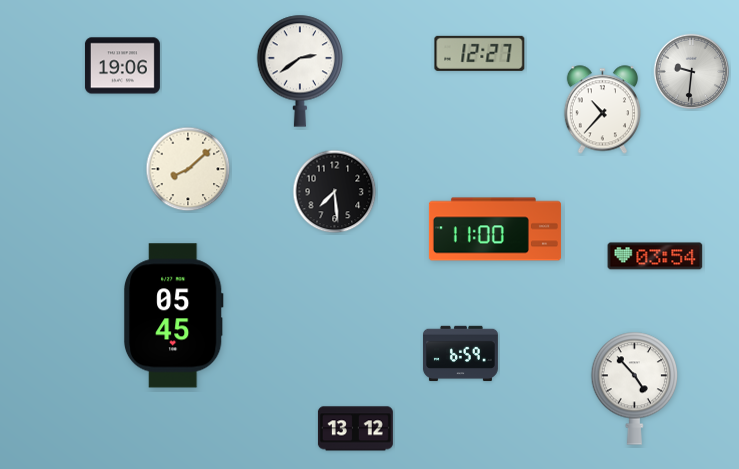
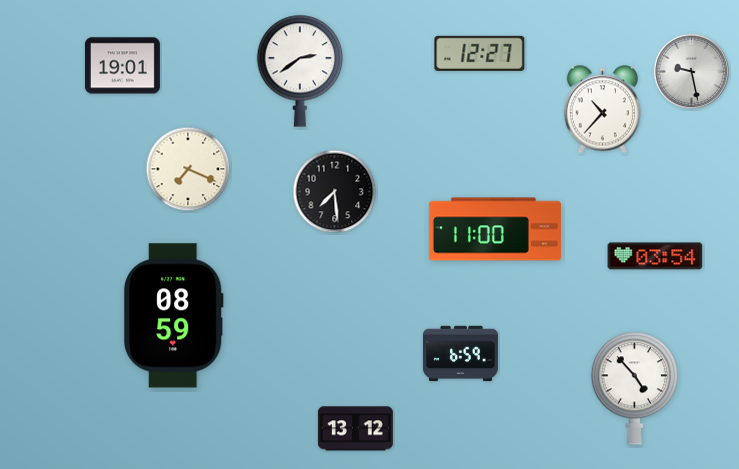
clock at (122, 66): 19:06 -> 19:01
clock at (692, 72): 9:31 -> 9:28
clock at (188, 169): 8:08 -> 7:19
clock at (173, 316): 05:45 -> 08:59
